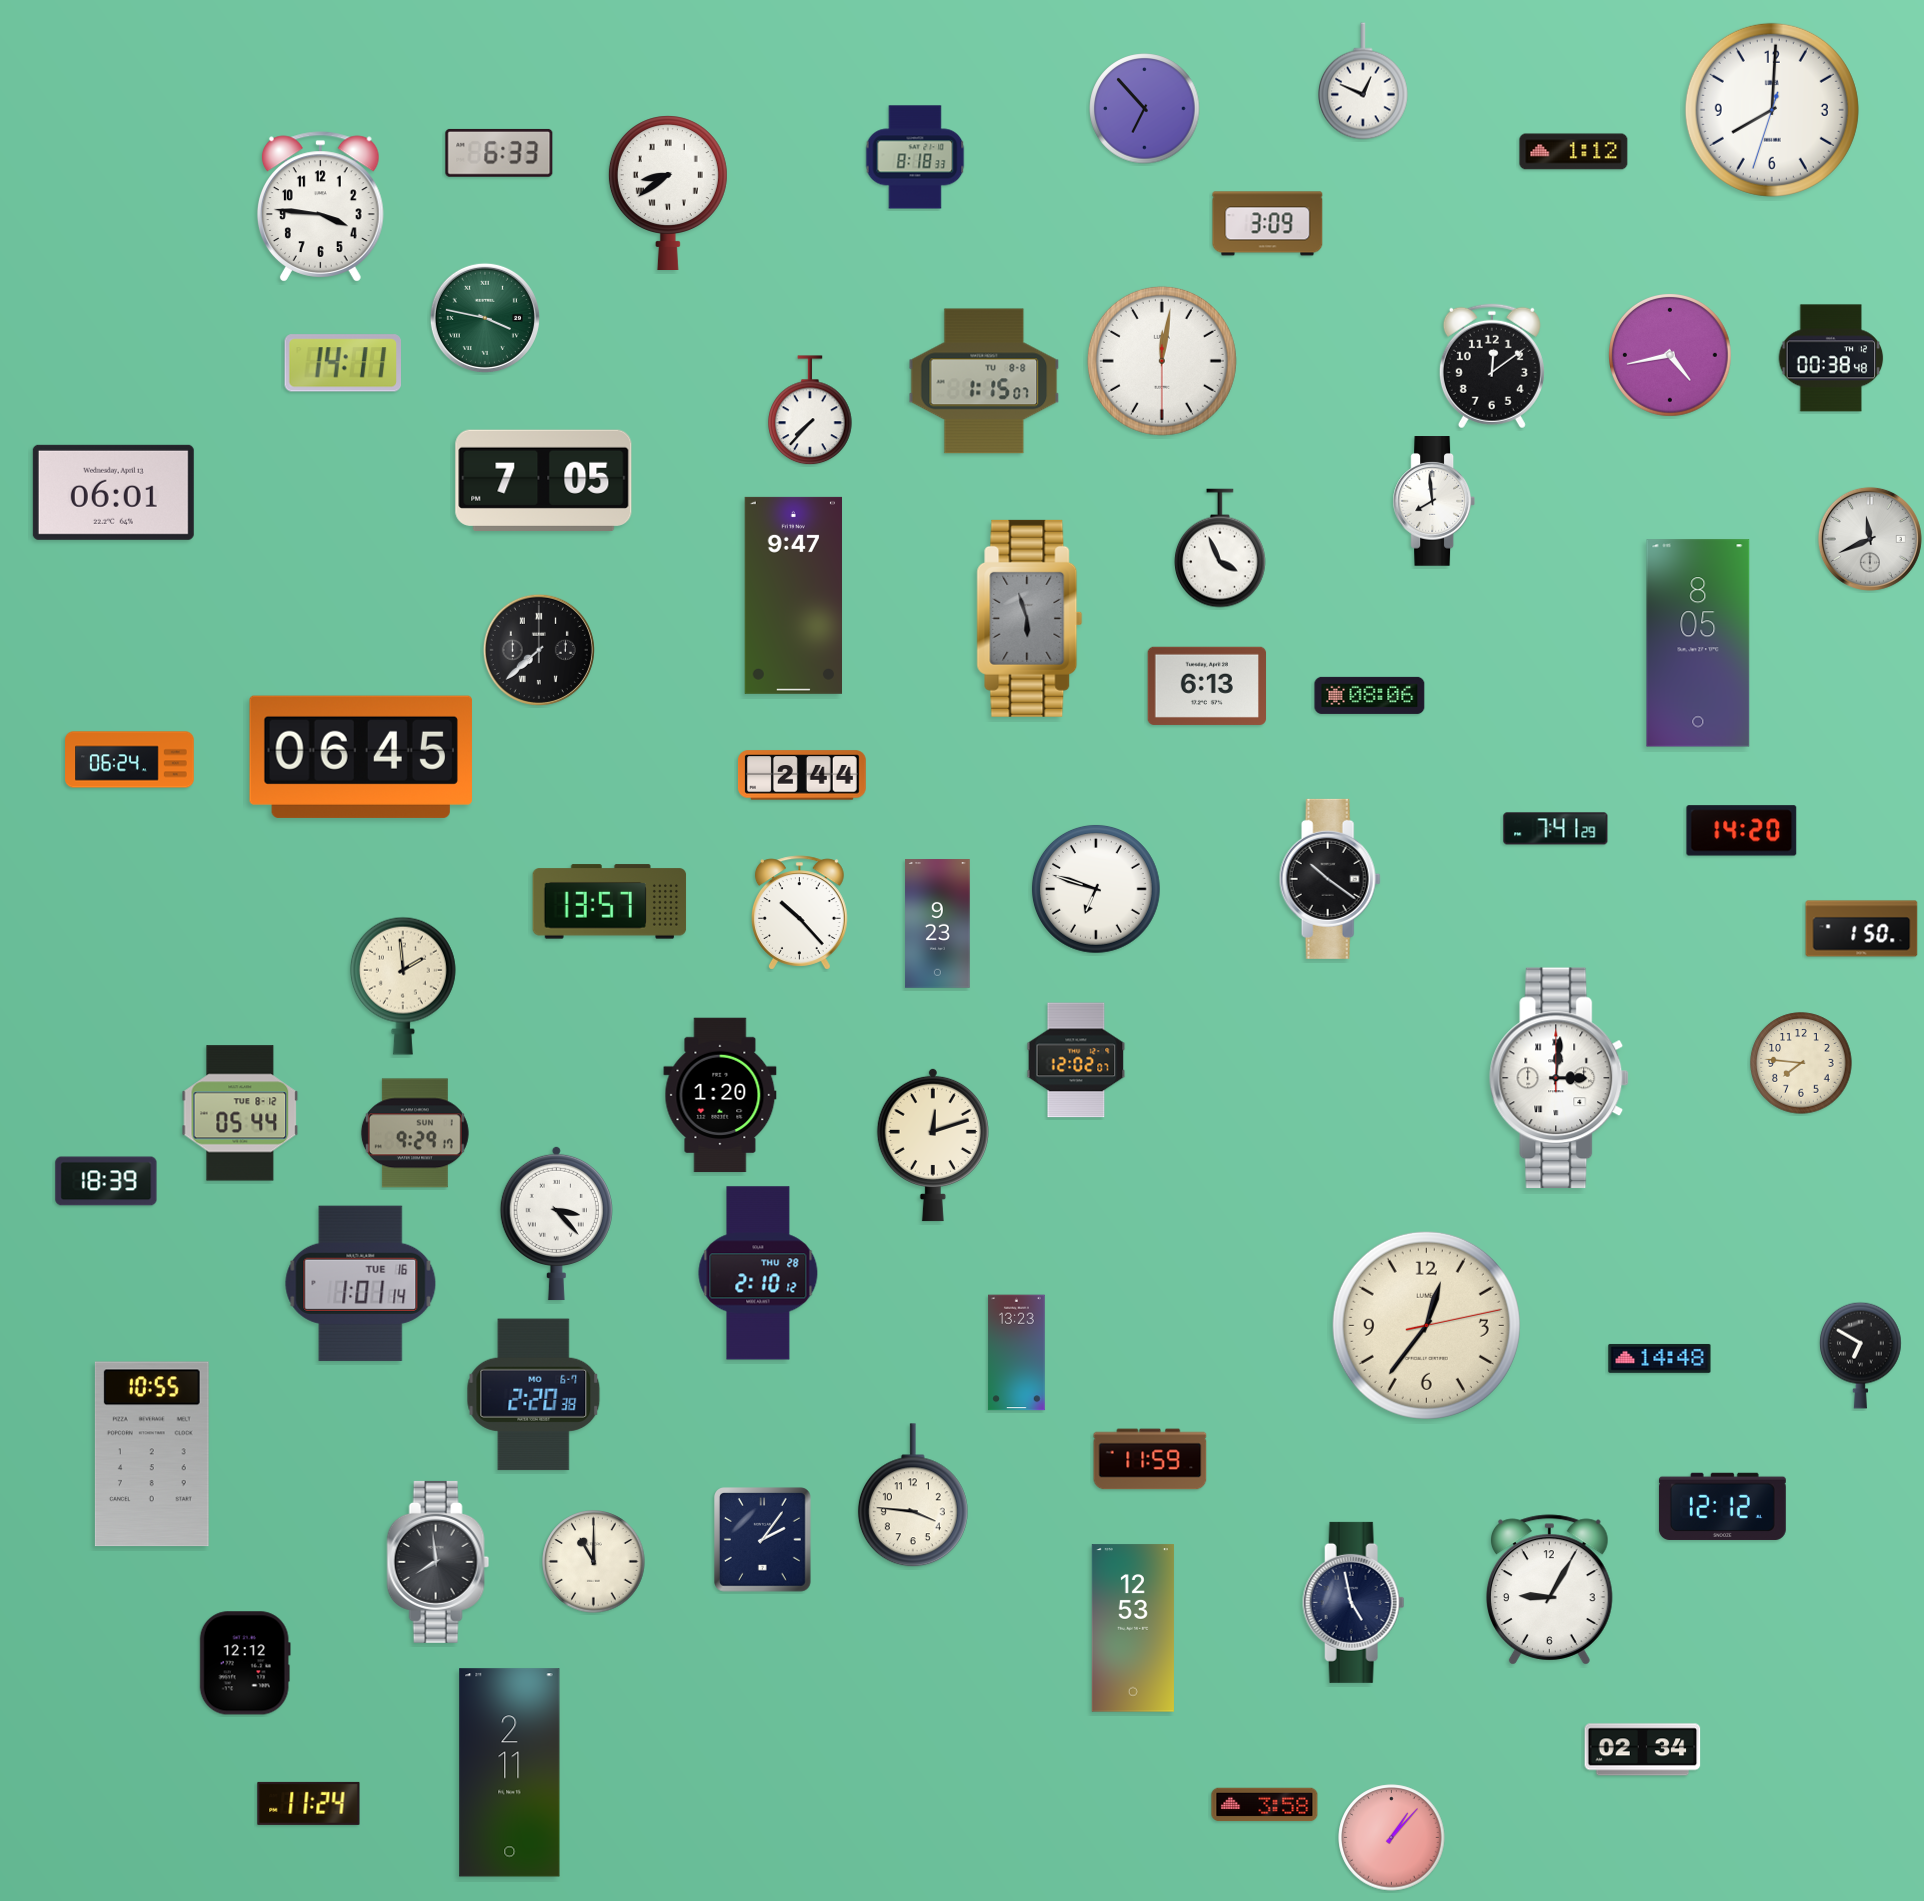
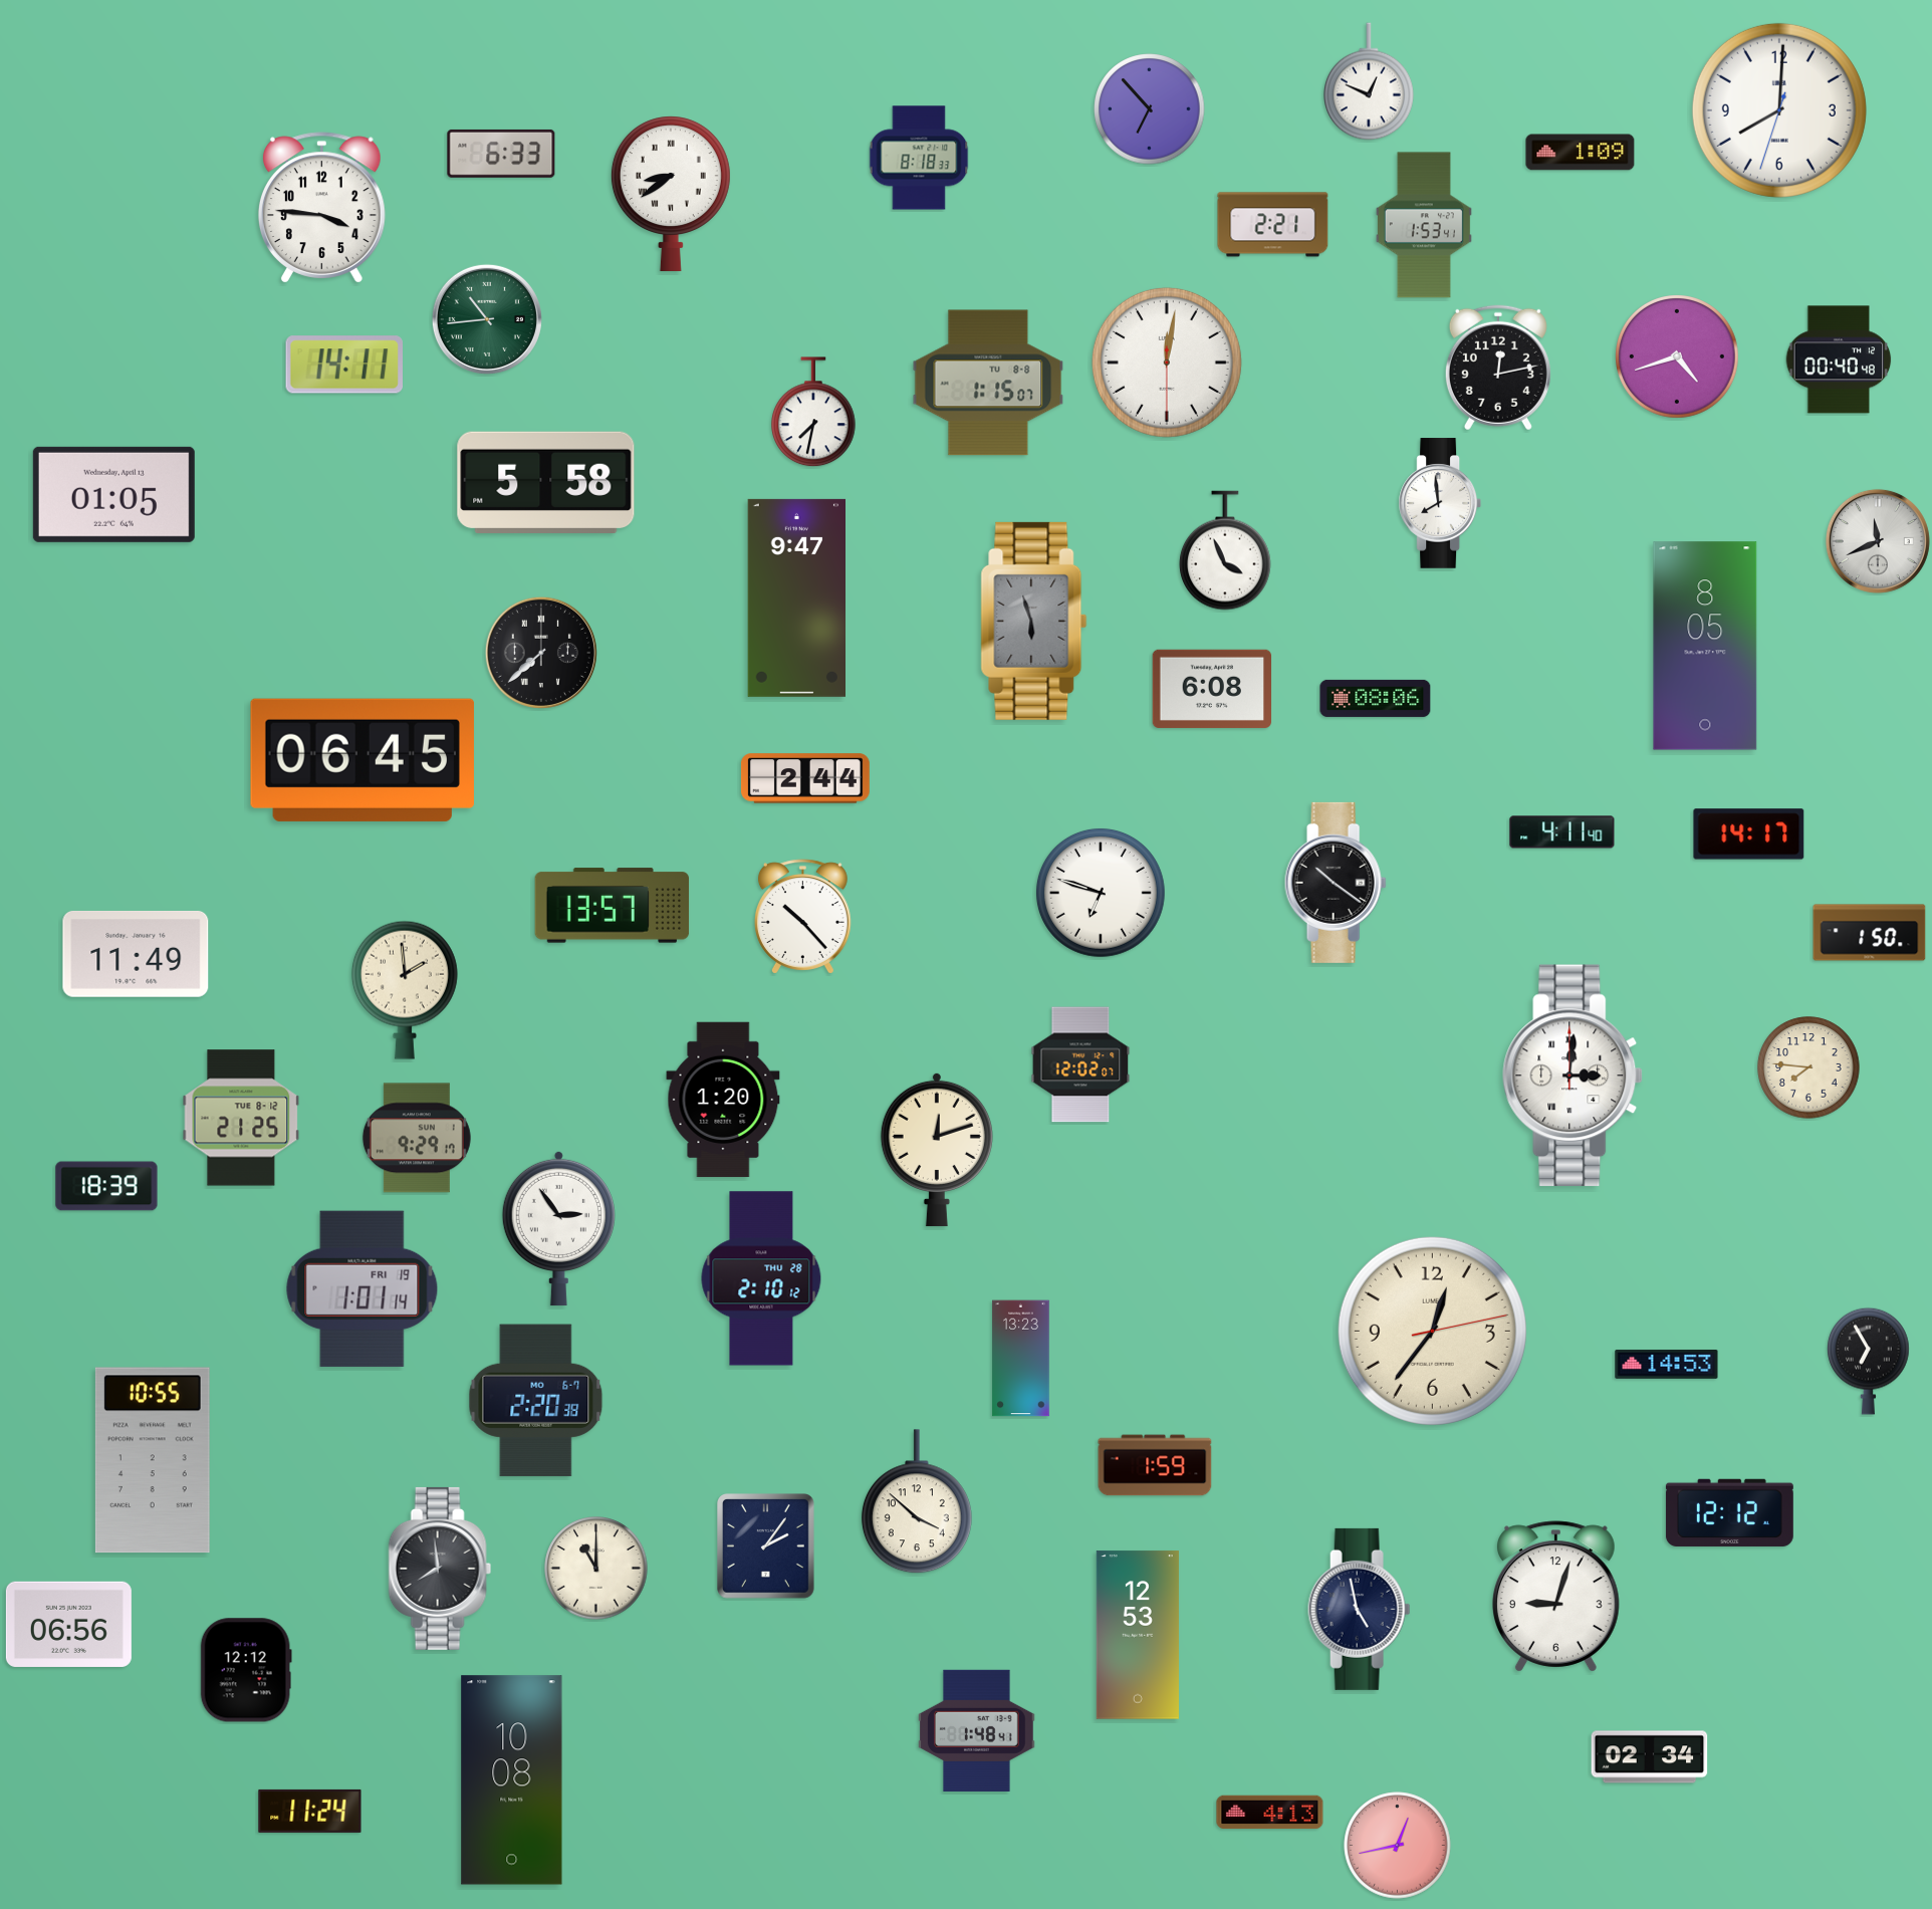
clock at (1574, 152): 1:12 -> 1:09
clock at (1268, 224): 3:09 -> 2:21
clock at (1424, 225): none -> 1:53
clock at (485, 318): 3:47 -> 10:44
clock at (1671, 356): 4:43 -> 4:42
clock at (1831, 358): 00:38 -> 00:40
clock at (1492, 366): 12:09 -> 12:13
clock at (810, 411): 7:37 -> 7:32
clock at (544, 480): 7:05 -> 5:58
clock at (113, 492): 06:01 -> 01:05
clock at (1207, 686): 6:13 -> 6:08
clock at (130, 760): 06:24 -> none
clock at (1556, 829): 7:41 -> 4:11
clock at (1742, 831): 14:20 -> 14:17
clock at (938, 924): 9:23 -> none
clock at (136, 954): none -> 11:49
clock at (1560, 1078) position: (1560, 1078) -> (1574, 1076)
clock at (240, 1113): 05:44 -> 21:25
clock at (556, 1223): 3:23 -> 2:54
clock at (361, 1283) date: TUE 16 -> FRI 19
clock at (1861, 1355): 6:50 -> 6:55
clock at (1660, 1358): 14:48 -> 14:53
clock at (1150, 1459): 11:59 -> 1:59
clock at (913, 1496): 3:46 -> 3:52
clock at (1549, 1590): 9:05 -> 9:03
clock at (68, 1624): none -> 06:56
clock at (977, 1730): none -> 1:48
clock at (510, 1773): 2:11 -> 10:08
clock at (1265, 1805): 3:58 -> 4:13
clock at (1392, 1838): 1:07 -> 12:43
